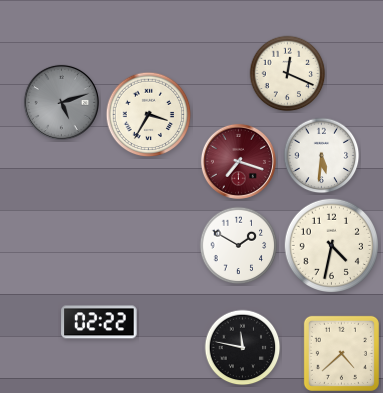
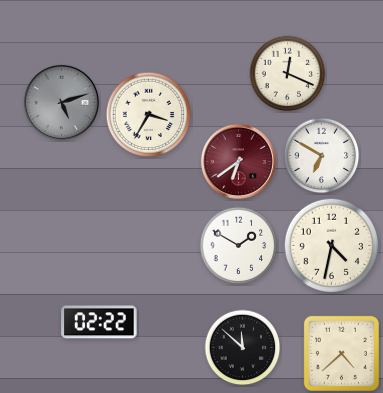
clock at (322, 156): 5:31 -> 6:50
clock at (238, 161): 7:18 -> 6:39
clock at (243, 348): 11:47 -> 11:52
